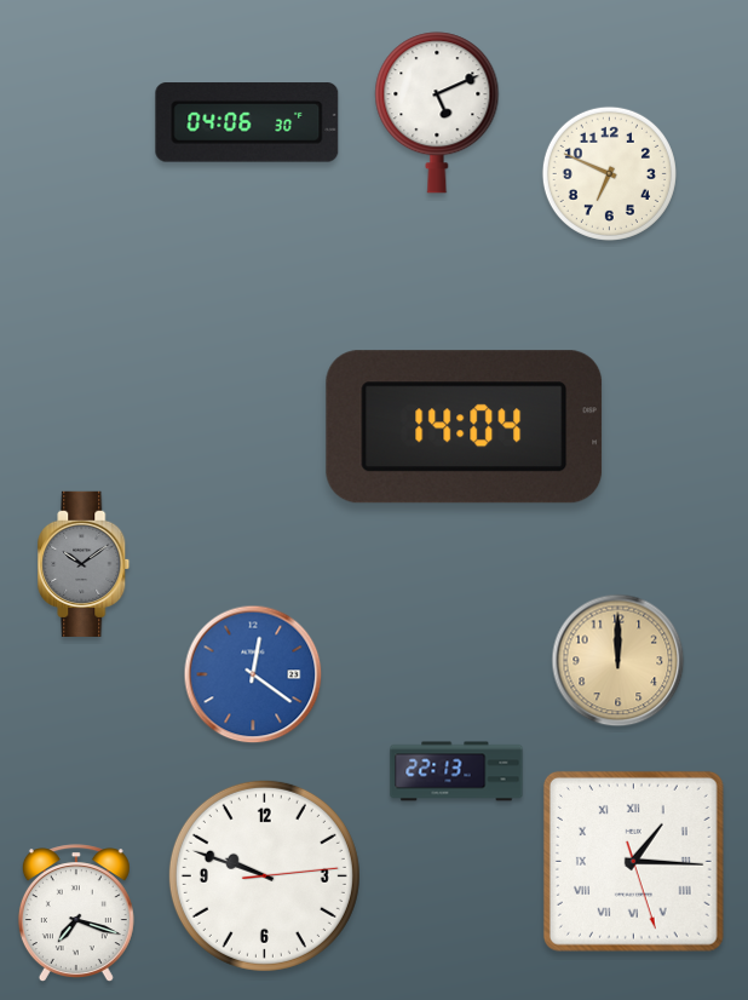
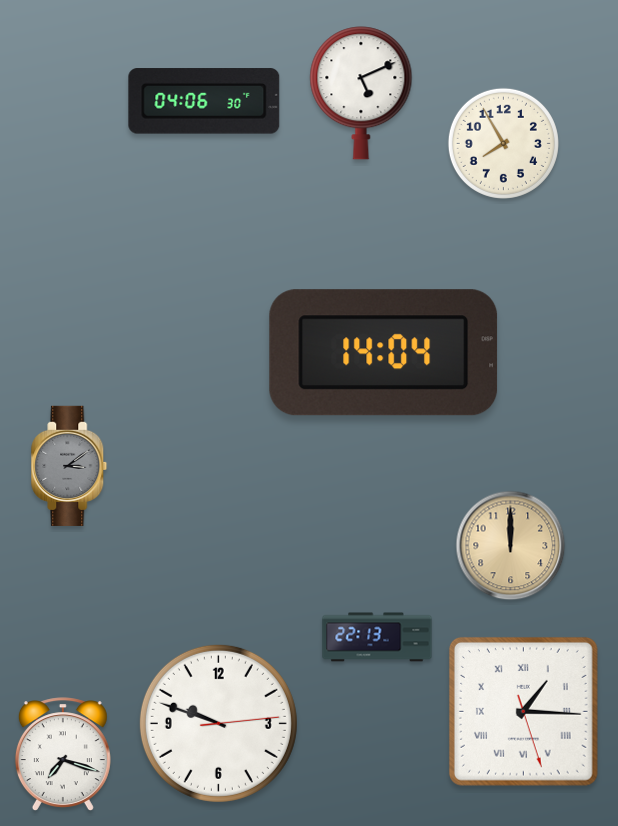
clock at (609, 173): 6:49 -> 7:55
clock at (84, 564): 10:09 -> 3:09
clock at (253, 674): 12:21 -> none
